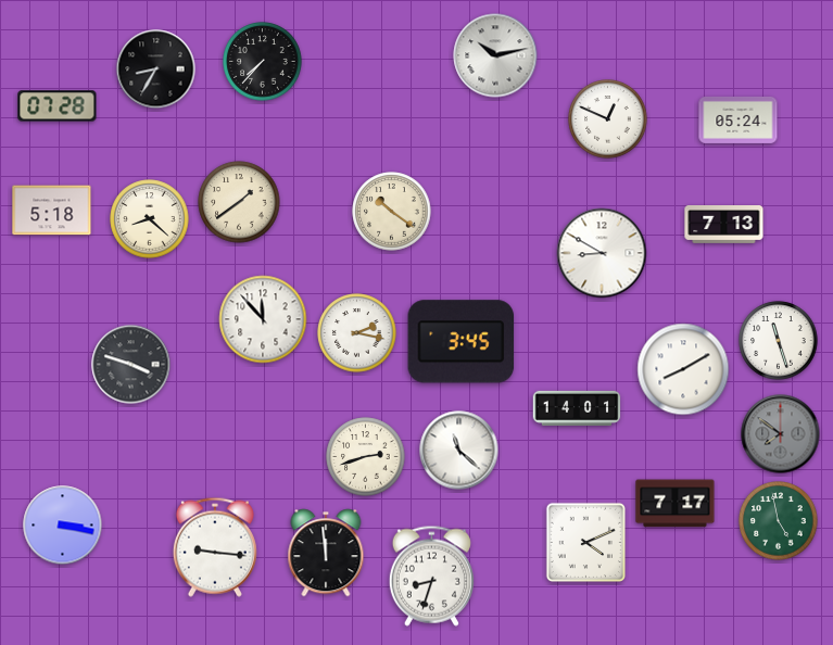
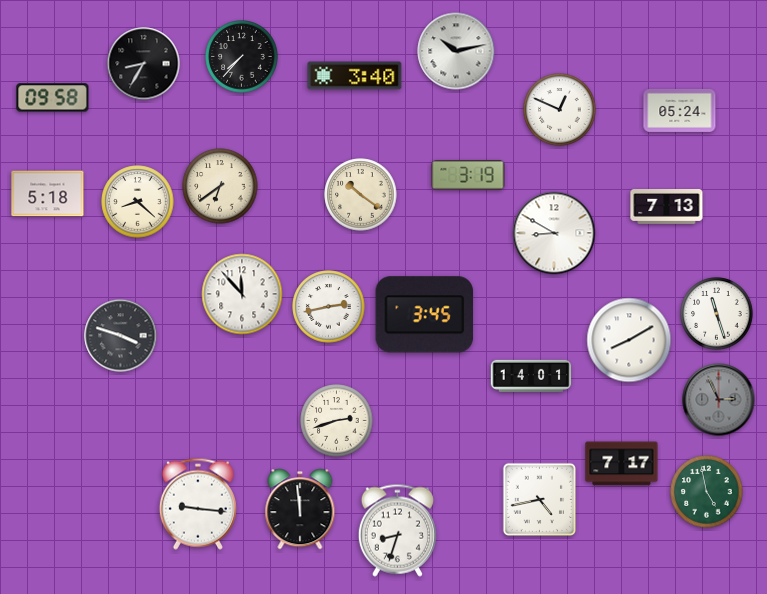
clock at (355, 76): none -> 3:40
clock at (58, 106): 07:28 -> 09:58
clock at (468, 175): none -> 3:19
clock at (239, 202): 1:39 -> 6:39
clock at (357, 333): 2:17 -> 2:43
clock at (781, 434): 7:51 -> 2:56
clock at (459, 451): 11:22 -> none
clock at (779, 521) position: (779, 521) -> (707, 492)
clock at (63, 526): 3:17 -> none
clock at (585, 542): 4:11 -> 4:43
